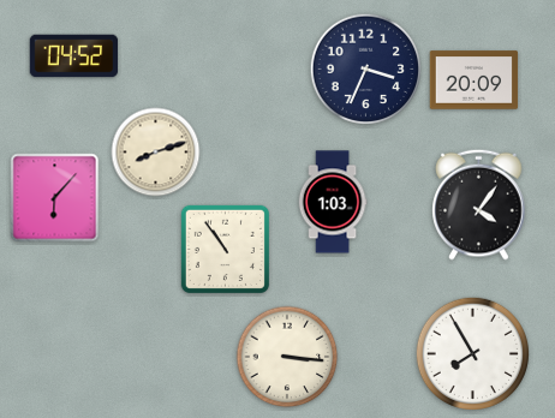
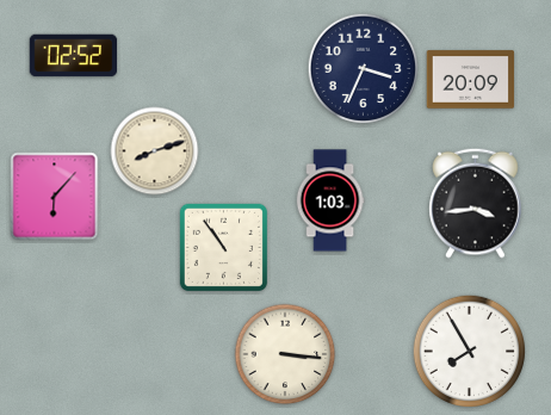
clock at (74, 56): 04:52 -> 02:52
clock at (479, 204): 4:06 -> 3:44
